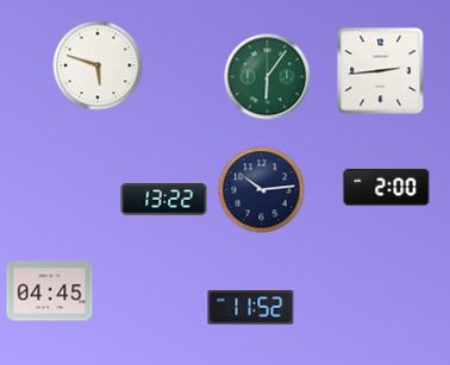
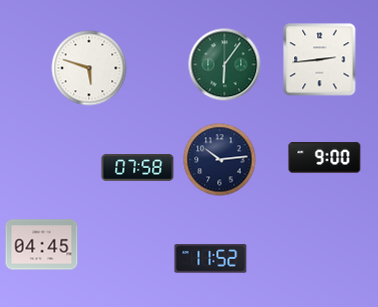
clock at (98, 65) position: (98, 65) -> (89, 68)
clock at (387, 188): 2:00 -> 9:00
clock at (164, 200): 13:22 -> 07:58
